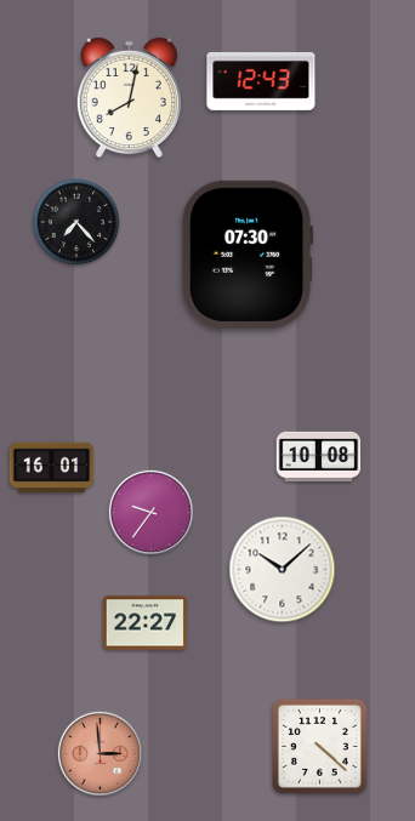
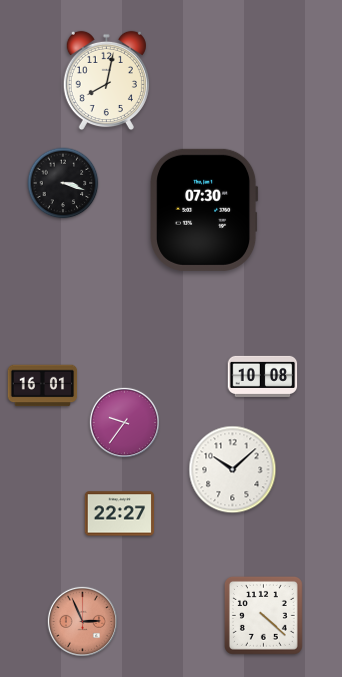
clock at (261, 81): 12:43 -> none
clock at (76, 222): 7:23 -> 3:18
clock at (100, 753): 2:59 -> 2:56
